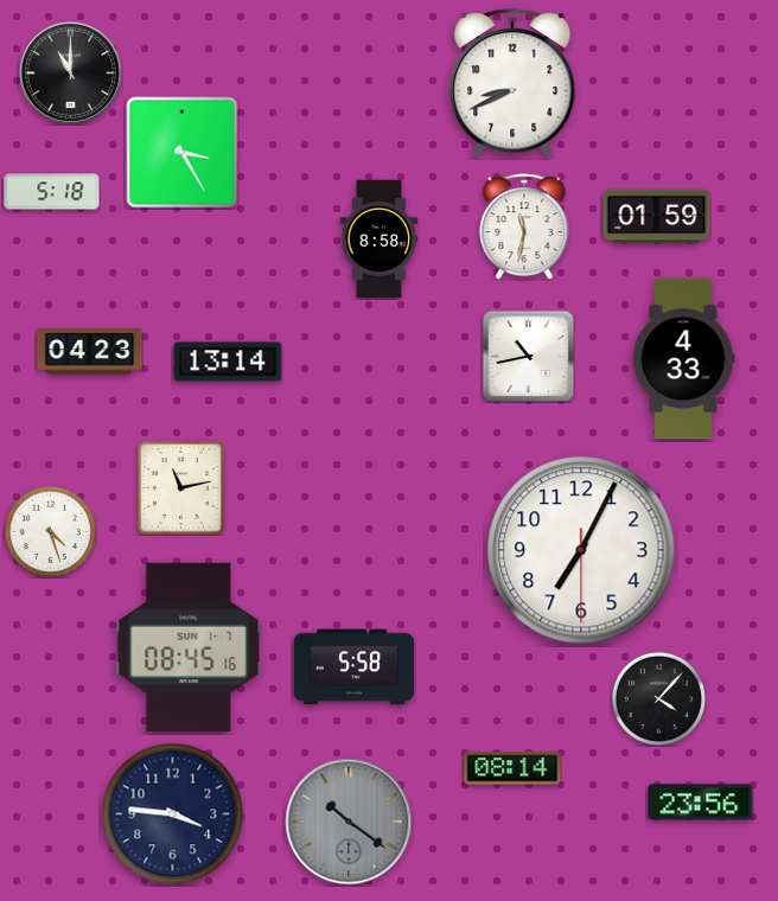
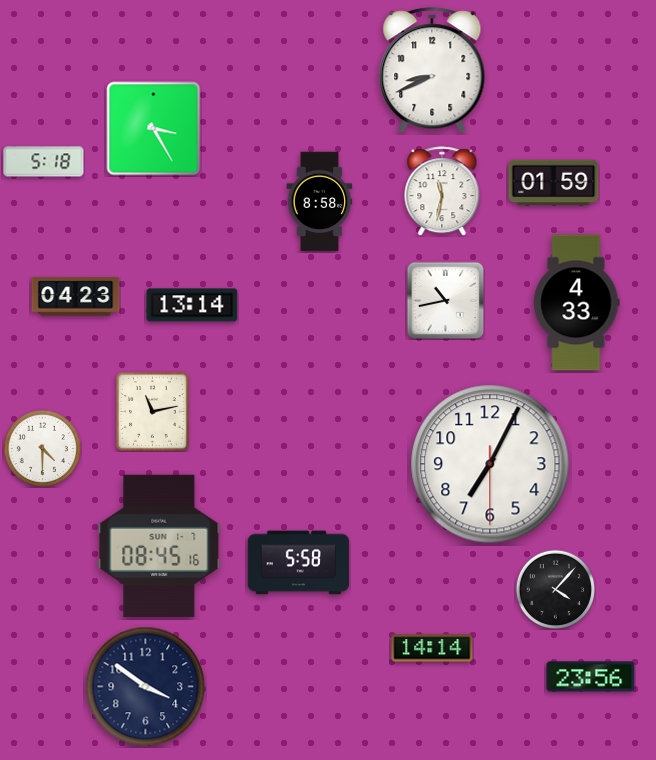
clock at (70, 72): 11:00 -> none
clock at (50, 531): 4:27 -> 4:30
clock at (512, 768): 08:14 -> 14:14
clock at (173, 814): 3:46 -> 3:51
clock at (349, 822): 10:21 -> none
